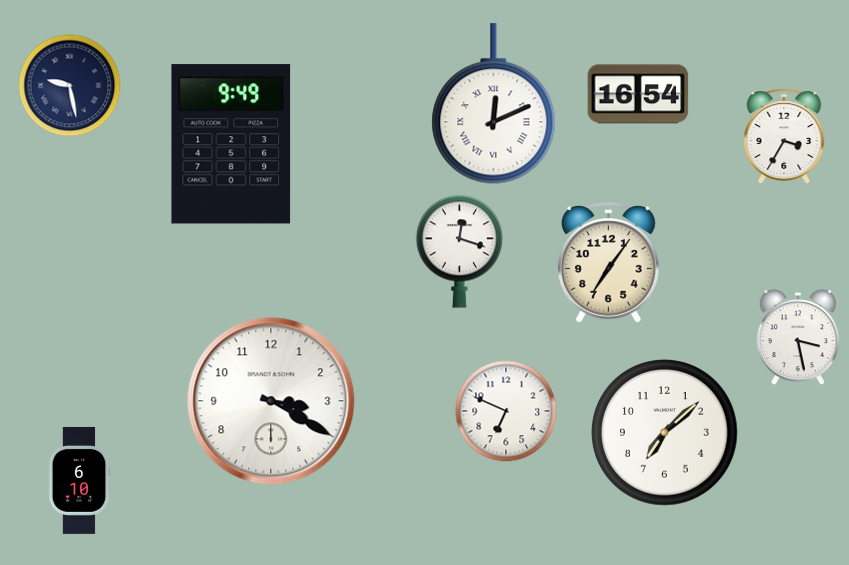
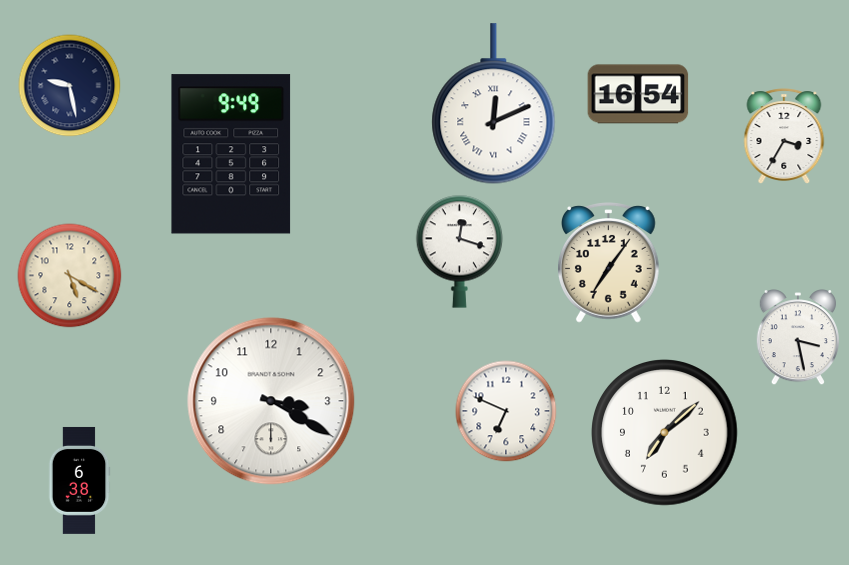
clock at (231, 144) position: (231, 144) -> (231, 154)
clock at (70, 276): none -> 5:20
clock at (79, 480): 6:10 -> 6:38
